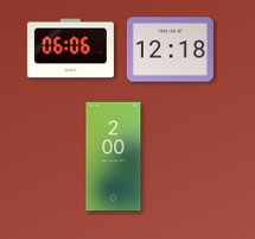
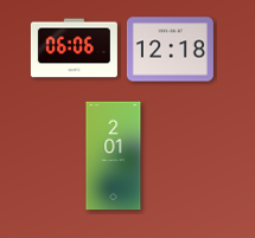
clock at (70, 49) position: (70, 49) -> (74, 49)
clock at (114, 157): 2:00 -> 2:01
